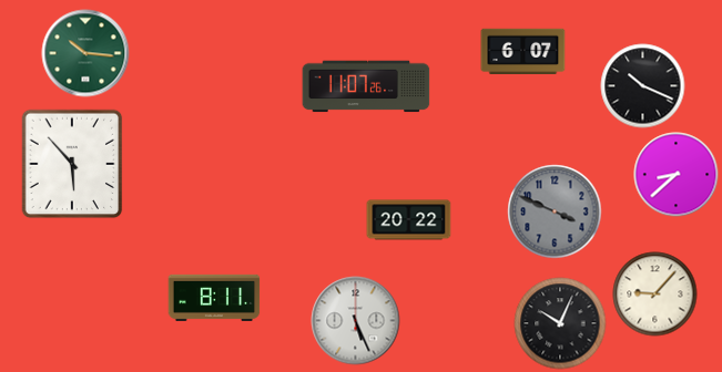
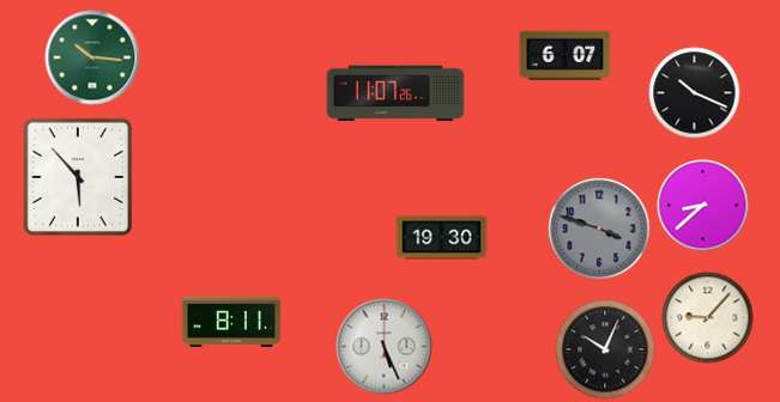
clock at (677, 175) position: (677, 175) -> (703, 206)
clock at (555, 211): 3:49 -> 3:48
clock at (409, 220): 20:22 -> 19:30
